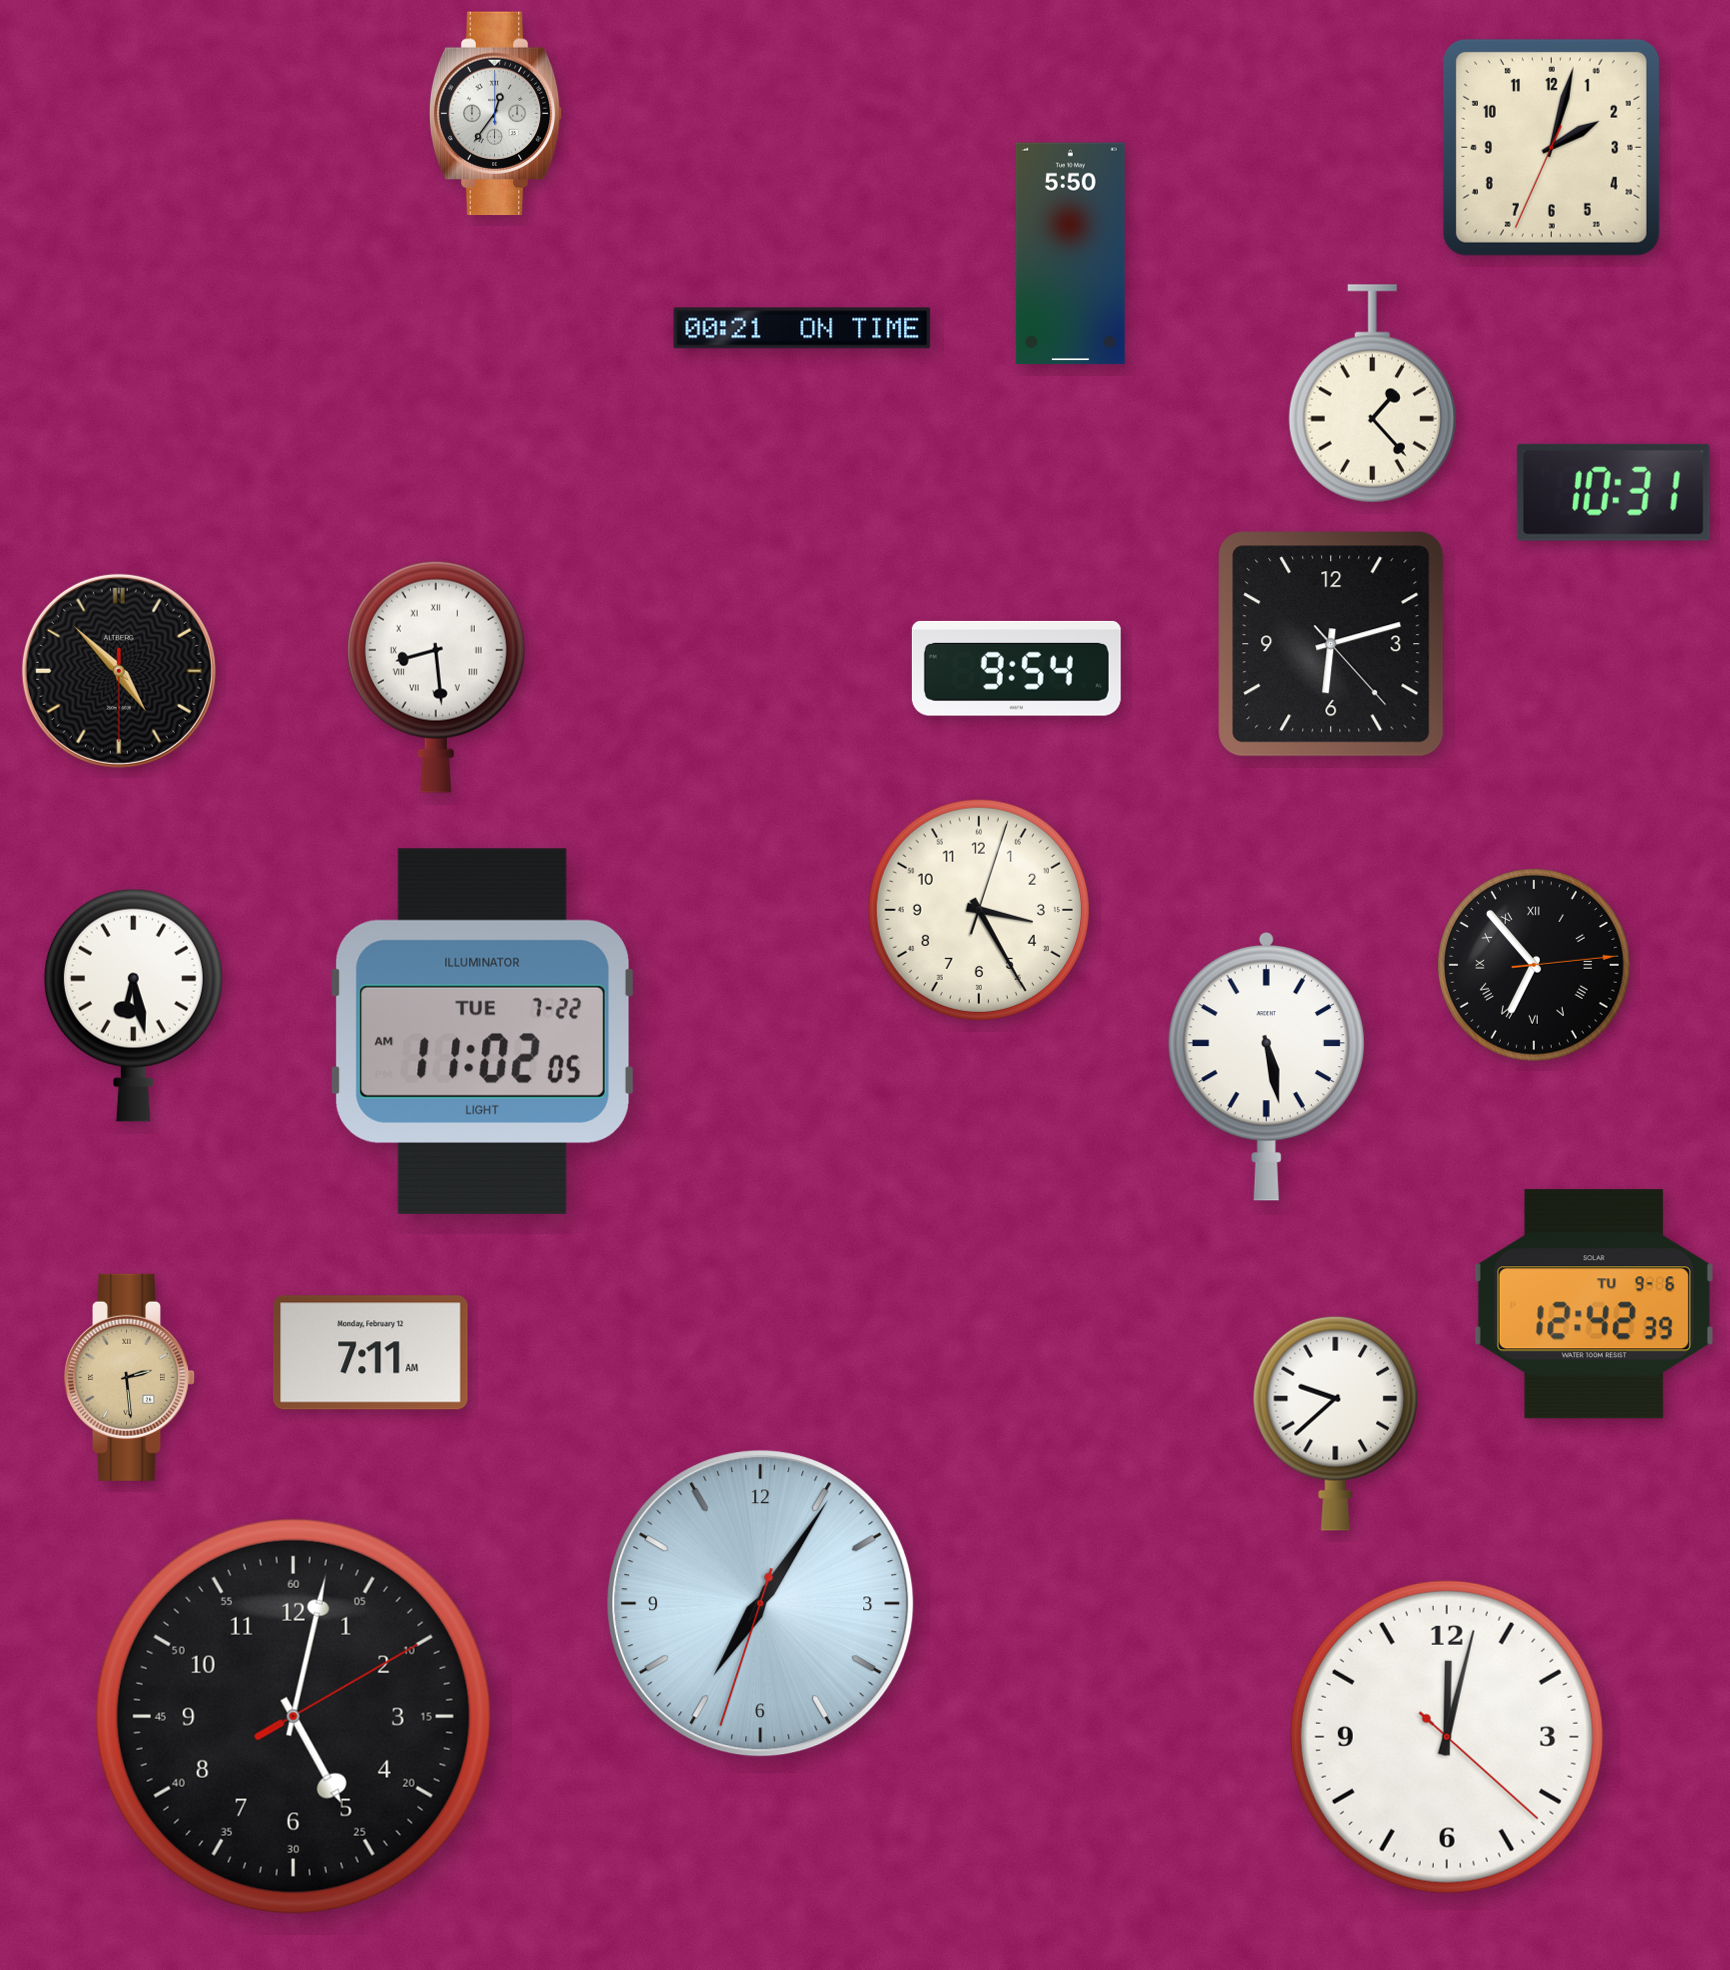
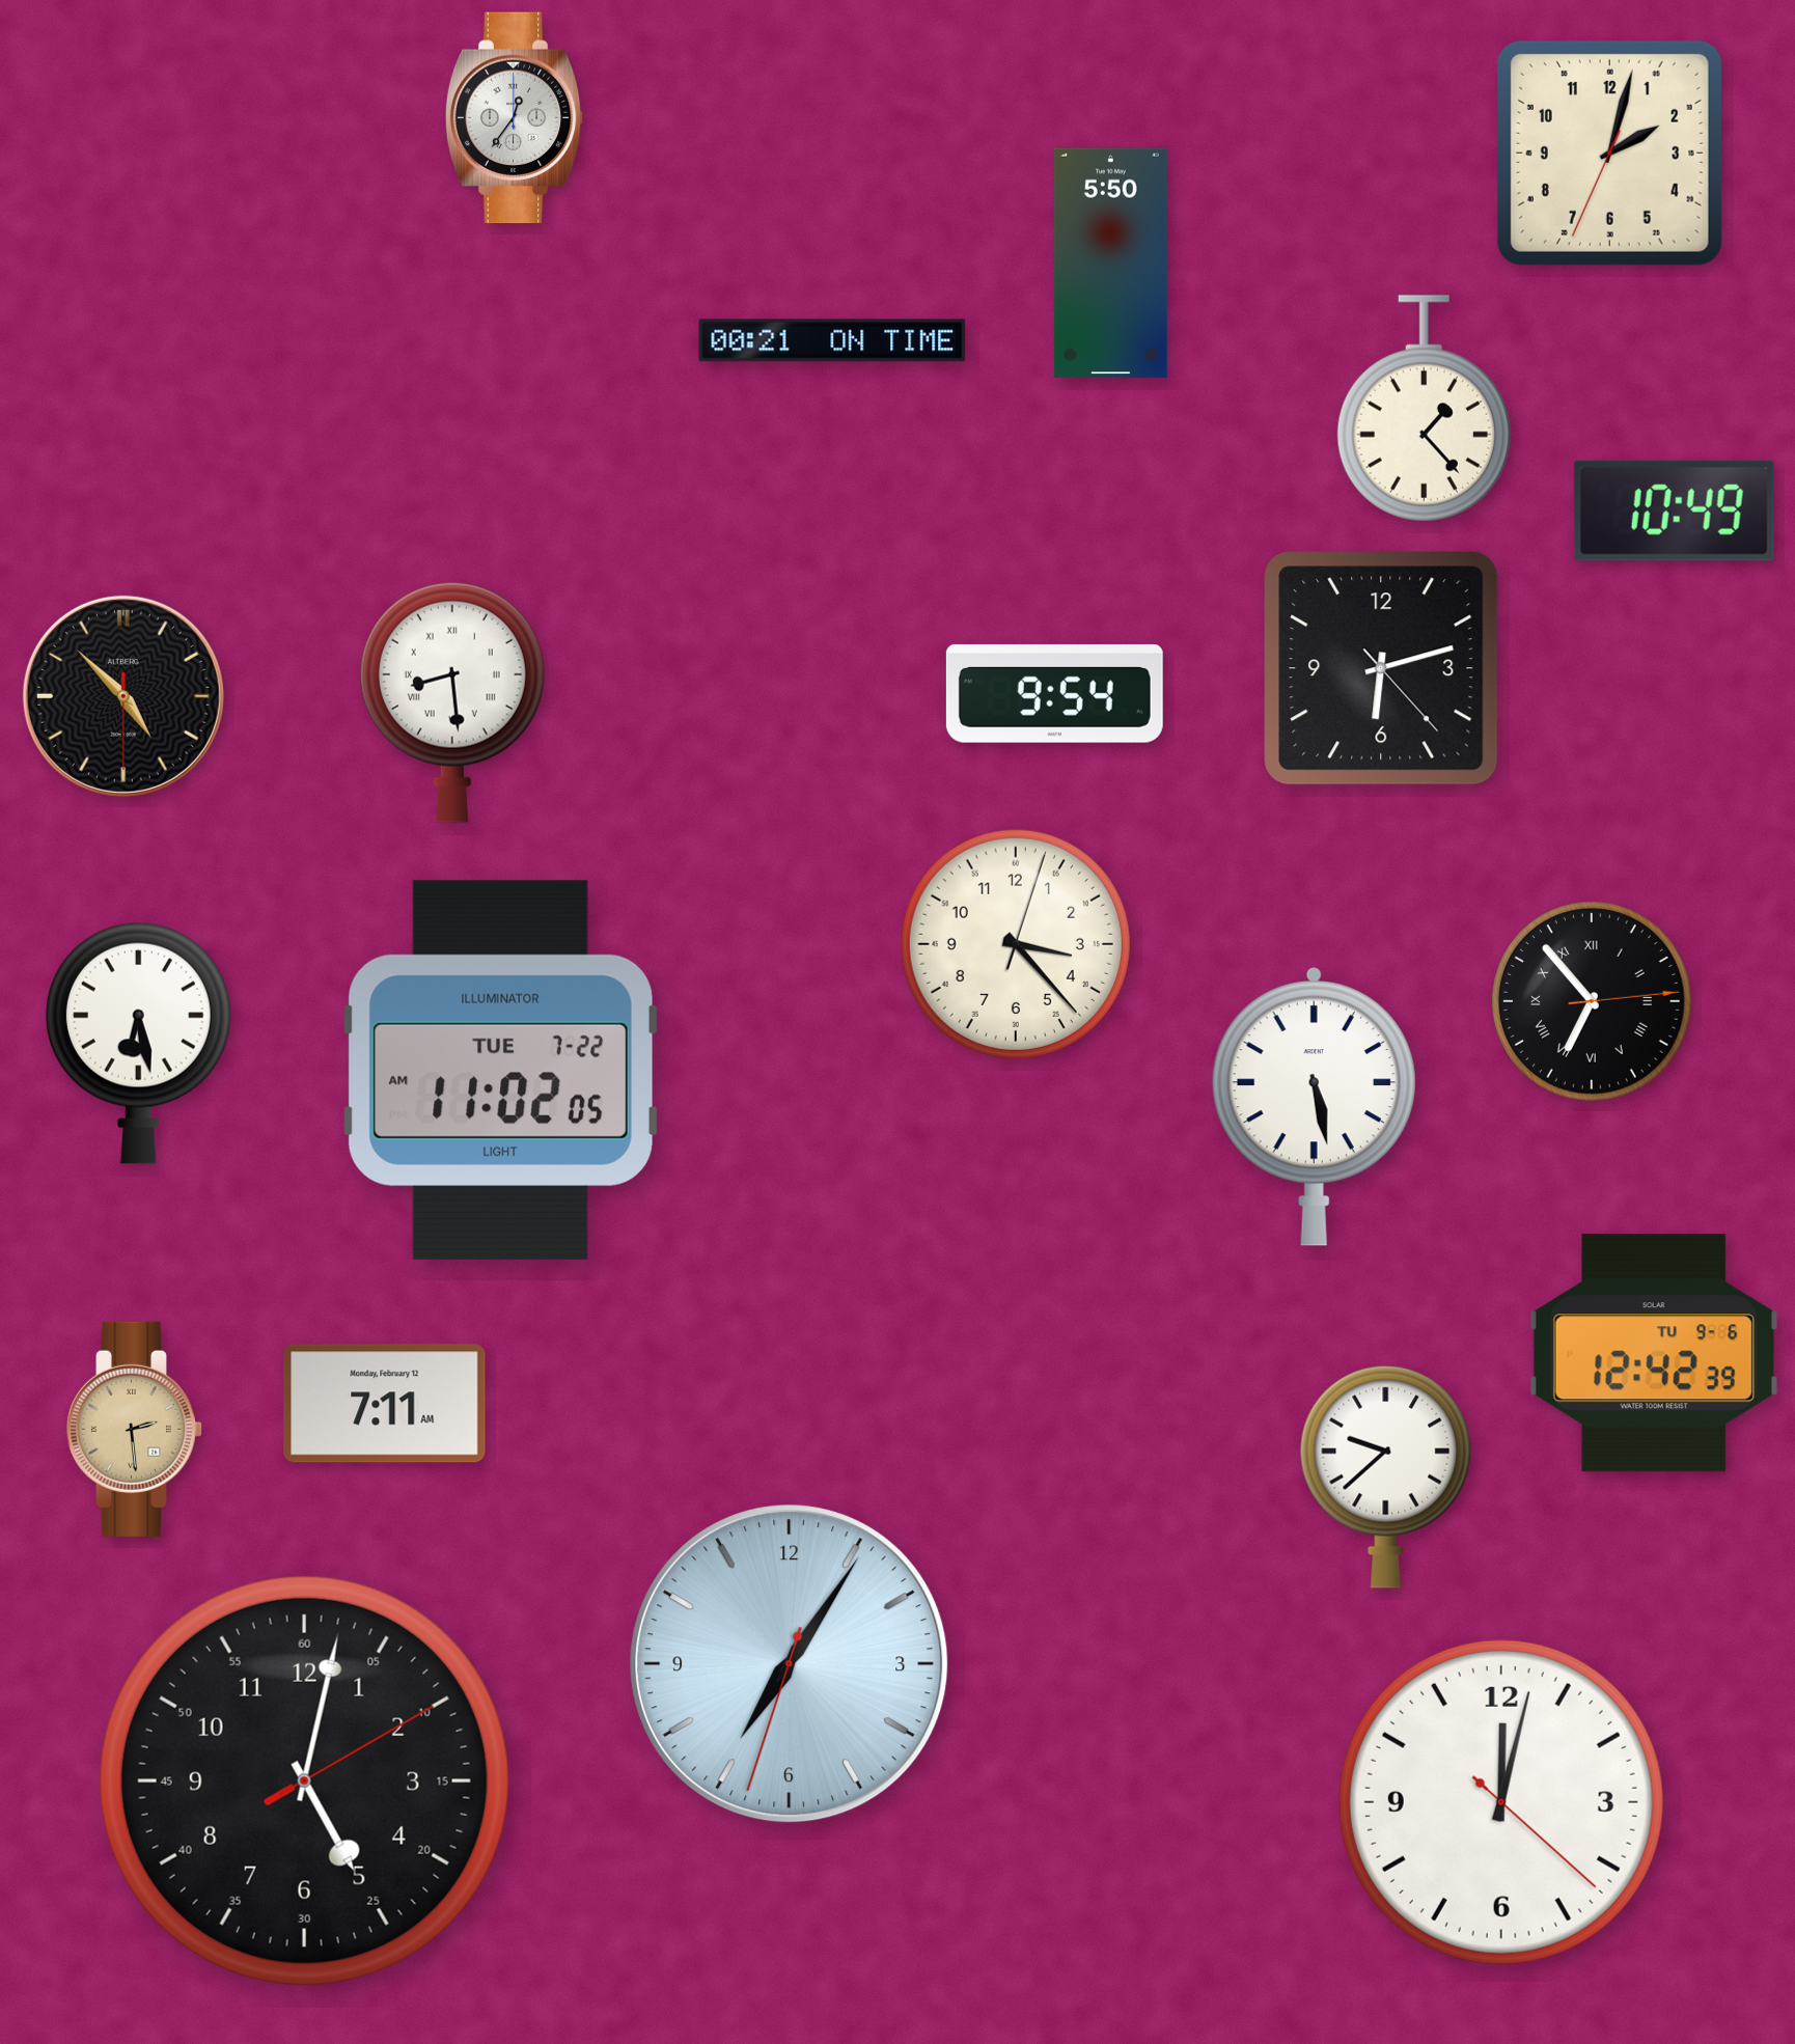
clock at (1613, 492): 10:31 -> 10:49
clock at (979, 910): 3:25 -> 3:23
